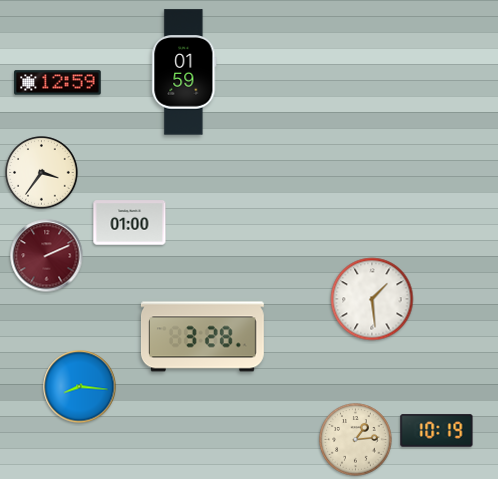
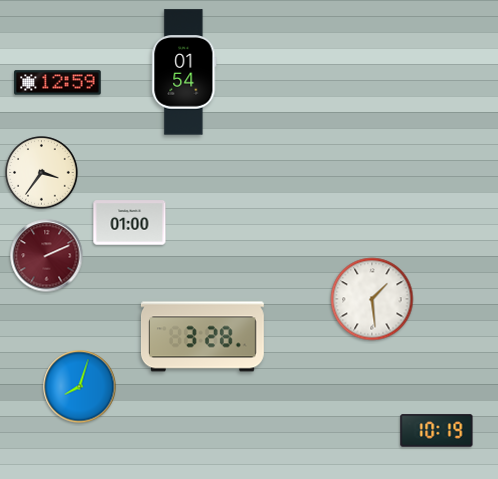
clock at (184, 72): 01:59 -> 01:54
clock at (80, 387): 8:16 -> 8:03
clock at (356, 440): 1:14 -> none
